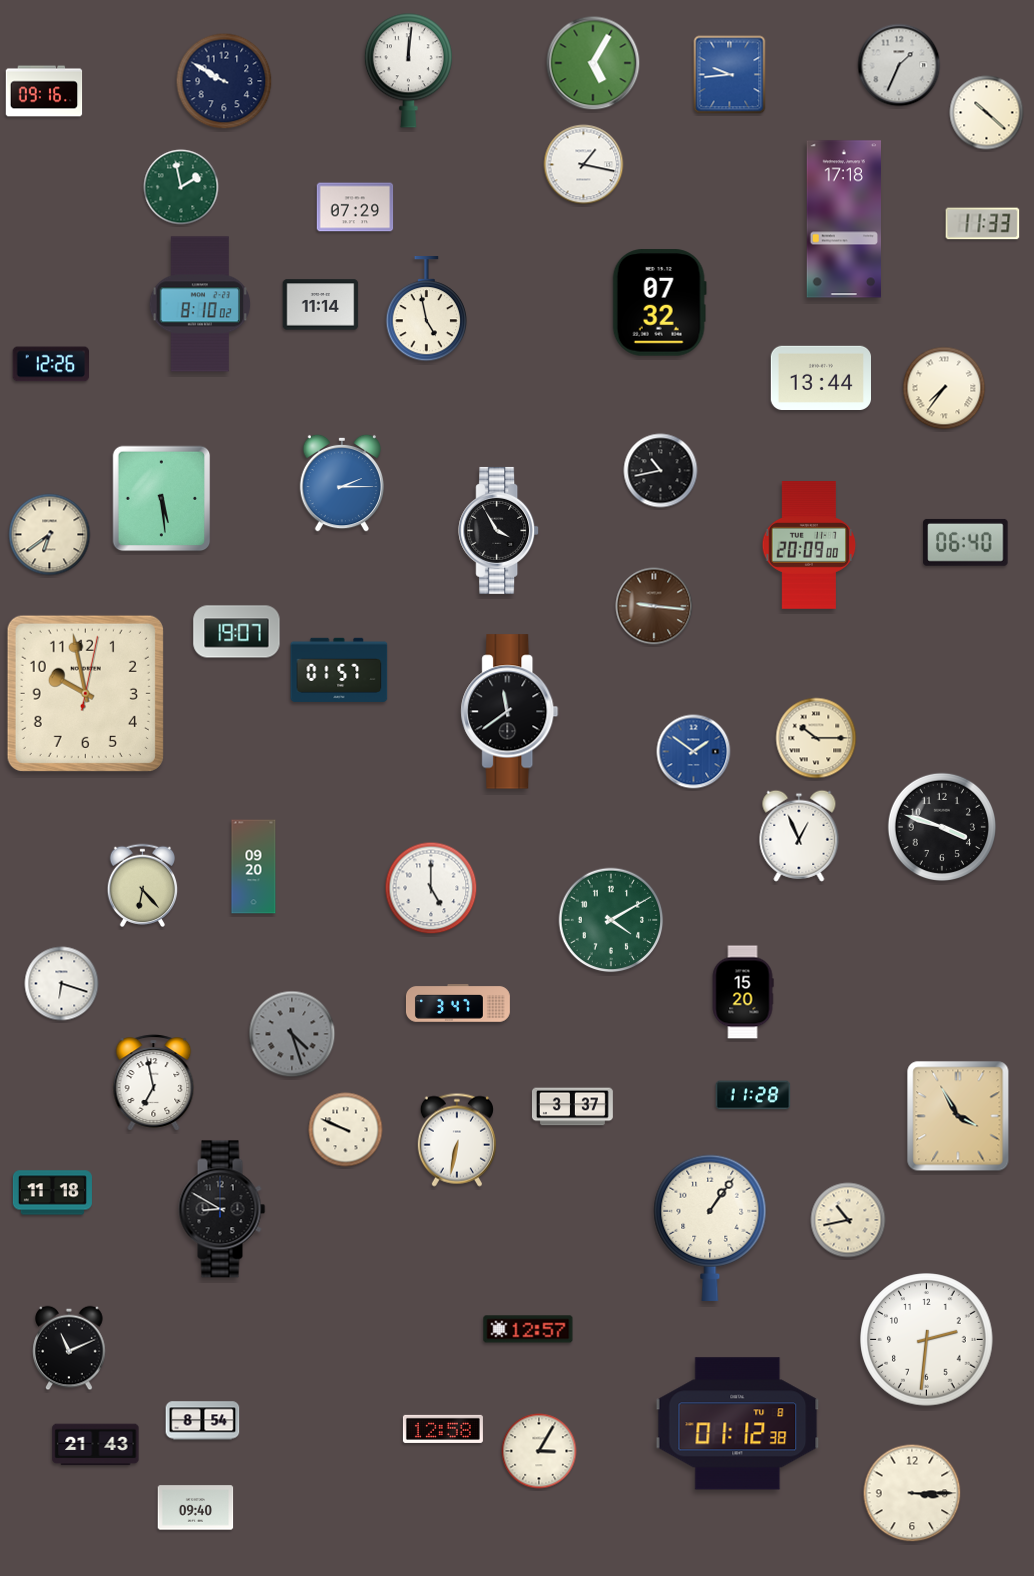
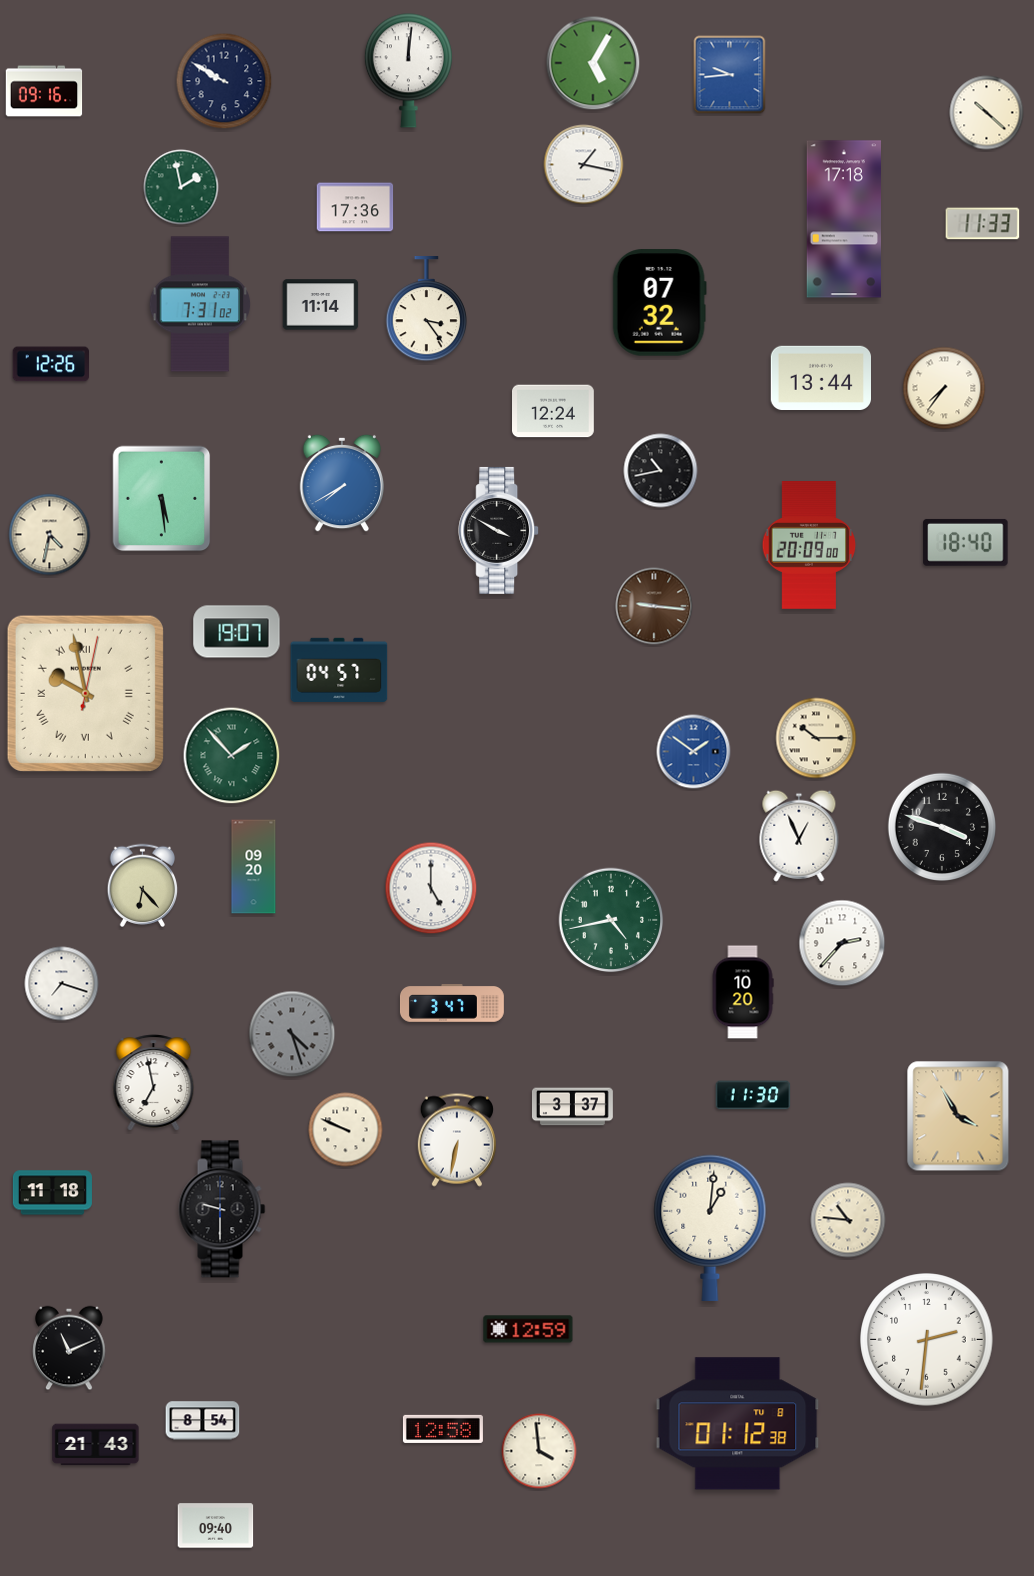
clock at (899, 65): 1:34 -> none
clock at (355, 207): 07:29 -> 17:36
clock at (200, 304): 8:10 -> 7:31
clock at (426, 310): 4:58 -> 3:24
clock at (554, 411): none -> 12:24
clock at (341, 483): 2:15 -> 7:40
clock at (499, 530): 3:55 -> 3:50
clock at (50, 535): 6:39 -> 4:32
clock at (966, 542): 06:40 -> 18:40
clock at (339, 670): 01:57 -> 04:57
clock at (85, 693) numerals: Arabic -> Roman
clock at (510, 712): 11:39 -> none
clock at (232, 756): none -> 1:53
clock at (611, 920): 4:10 -> 4:43
clock at (842, 943): none -> 2:37
clock at (62, 984): 6:18 -> 7:18
clock at (743, 992): 15:20 -> 10:20
clock at (458, 1003) position: (458, 1003) -> (452, 1003)
clock at (753, 1095): 11:28 -> 11:30
clock at (222, 1209): 8:50 -> 9:30
clock at (848, 1220): 10:43 -> 10:46
clock at (710, 1228): 1:06 -> 1:01
clock at (528, 1329): 12:57 -> 12:59
clock at (539, 1451): 3:05 -> 3:59
clock at (912, 1493): 3:15 -> none
clock at (196, 1508) position: (196, 1508) -> (216, 1526)
